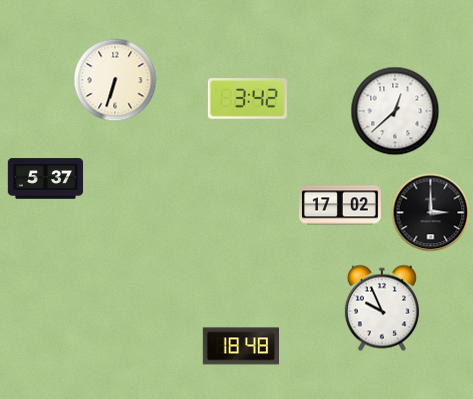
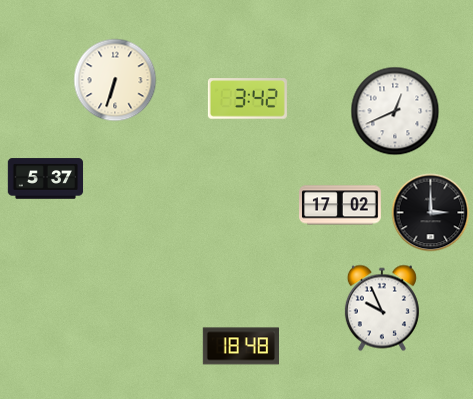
clock at (395, 111): 12:38 -> 12:41
